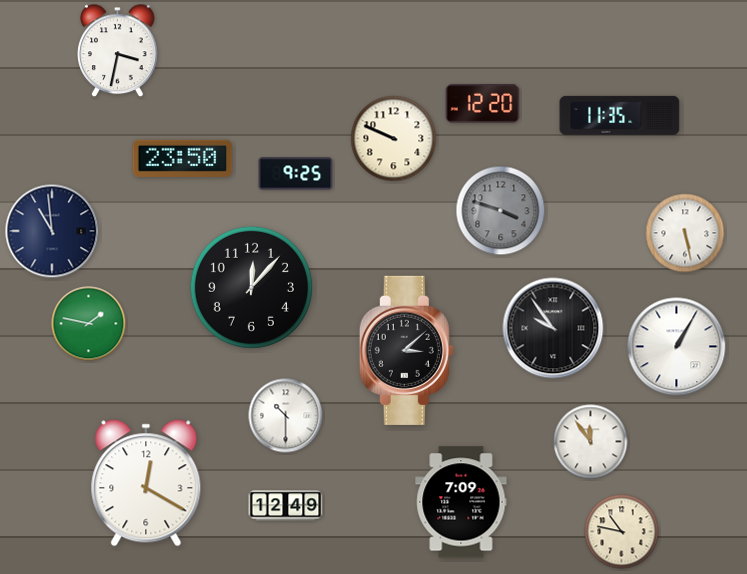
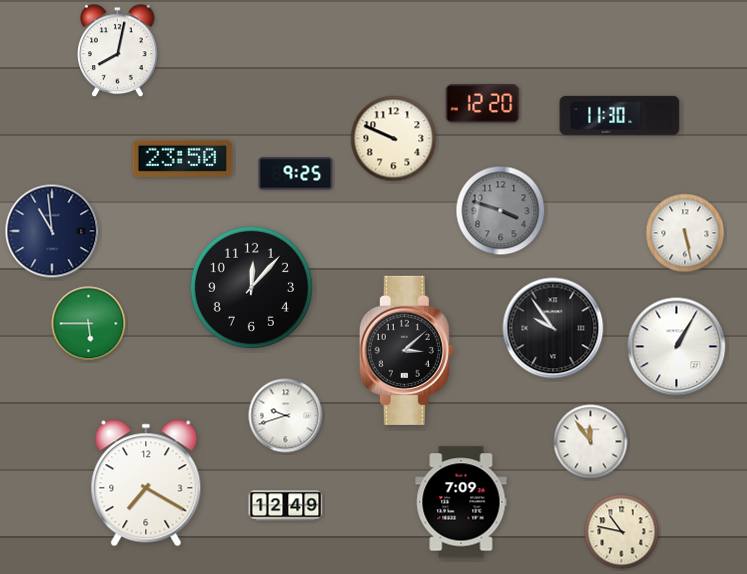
clock at (118, 51): 3:32 -> 8:02
clock at (620, 115): 11:35 -> 11:30
clock at (89, 324): 1:47 -> 5:45
clock at (286, 416): 10:30 -> 9:42
clock at (146, 483): 12:20 -> 7:20
